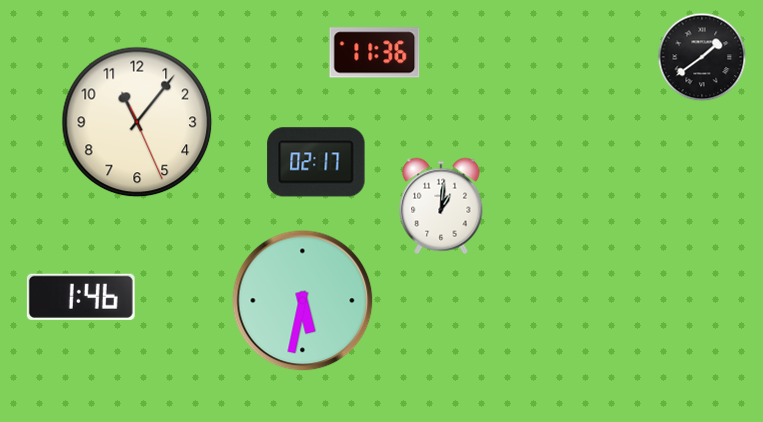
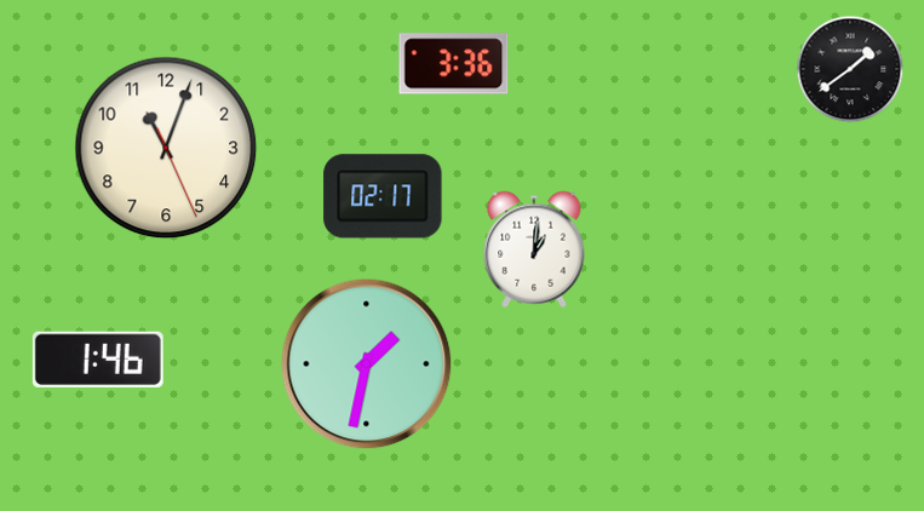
clock at (375, 53): 11:36 -> 3:36
clock at (137, 122): 11:06 -> 11:03
clock at (303, 301): 5:32 -> 1:32
